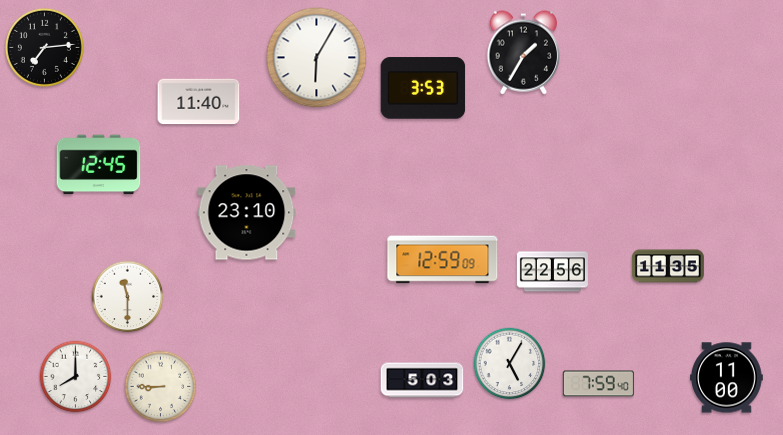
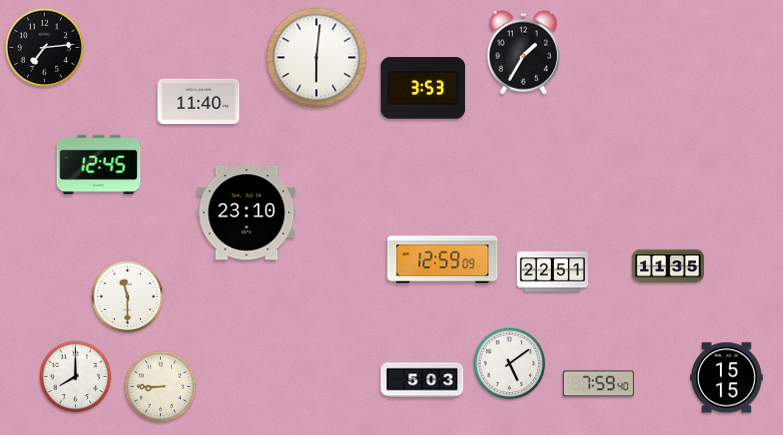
clock at (317, 58): 6:05 -> 6:01
clock at (552, 272): 22:56 -> 22:51
clock at (510, 364): 5:05 -> 5:09
clock at (727, 378): 11:00 -> 15:15
